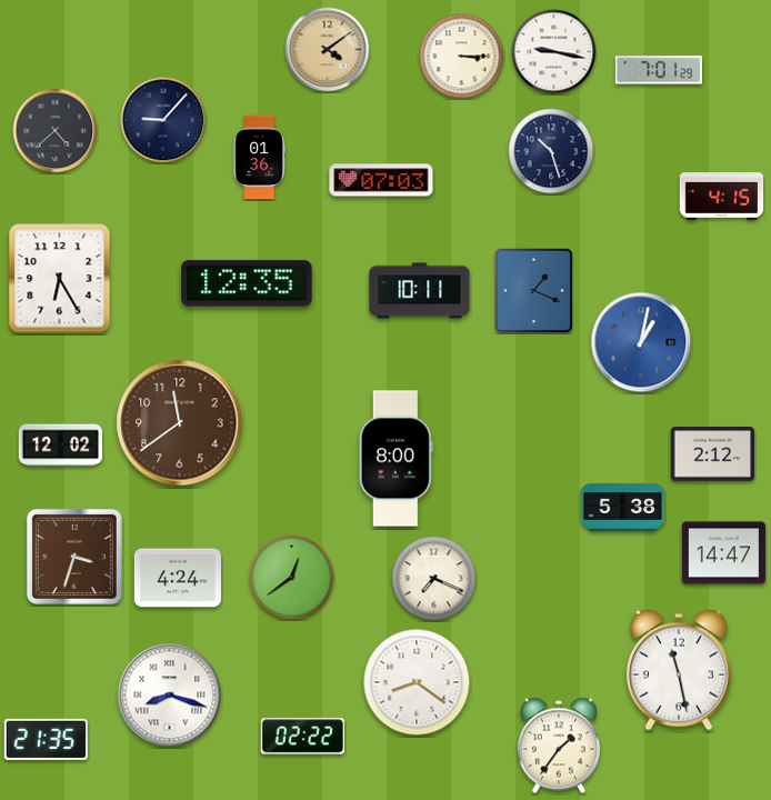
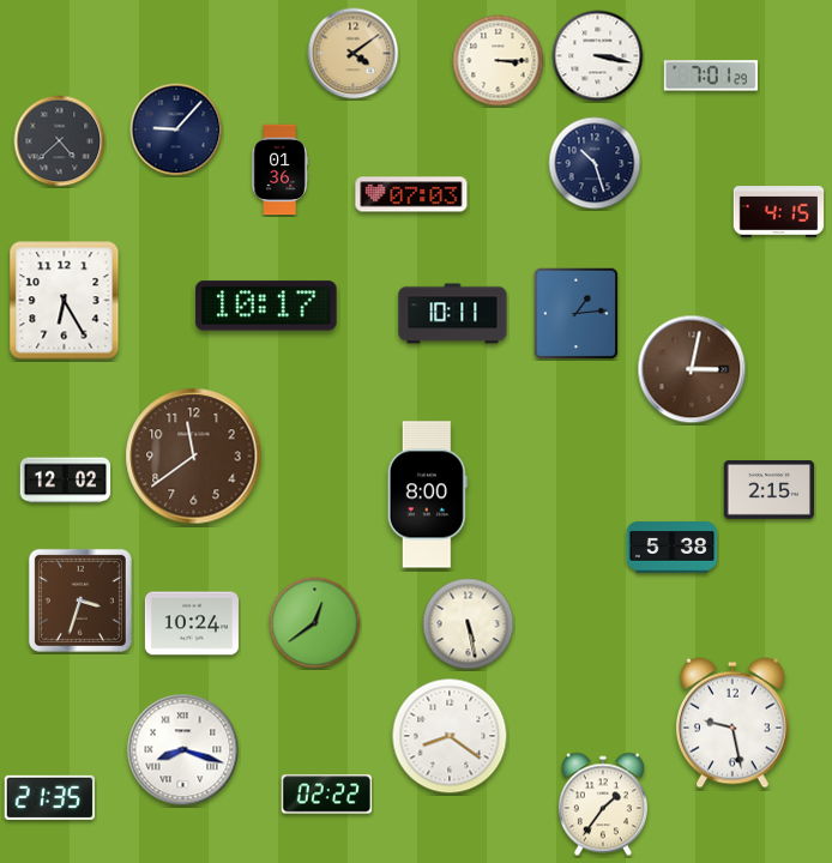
clock at (554, 52): 9:17 -> 3:17
clock at (247, 283): 12:35 -> 10:17
clock at (534, 291): 1:19 -> 1:14
clock at (641, 342): 1:02 -> 3:02
clock at (641, 342) dial: blue -> brown
clock at (713, 454): 2:12 -> 2:15
clock at (724, 553): 14:47 -> none
clock at (178, 578): 4:24 -> 10:24
clock at (434, 579): 7:19 -> 5:28
clock at (679, 670): 11:28 -> 9:28
